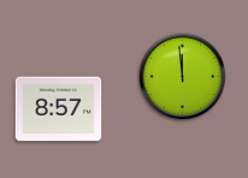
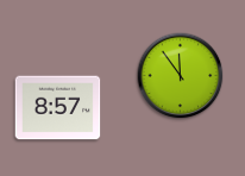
clock at (183, 77): 11:59 -> 11:54
